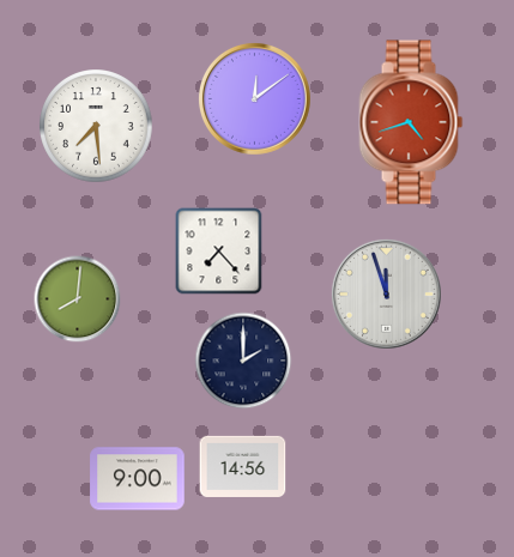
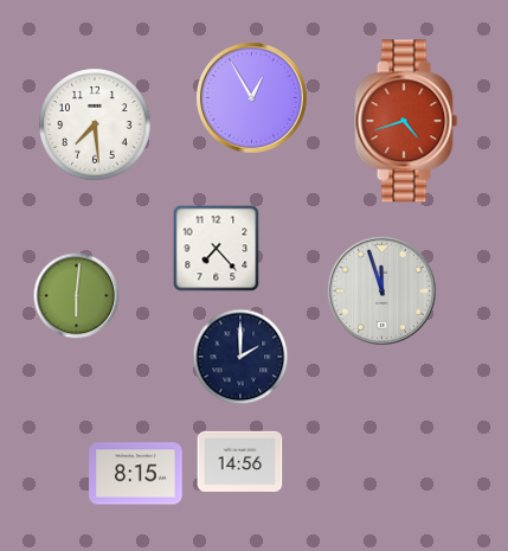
clock at (254, 98): 12:09 -> 12:55
clock at (78, 299): 8:01 -> 6:01
clock at (138, 479): 9:00 -> 8:15
